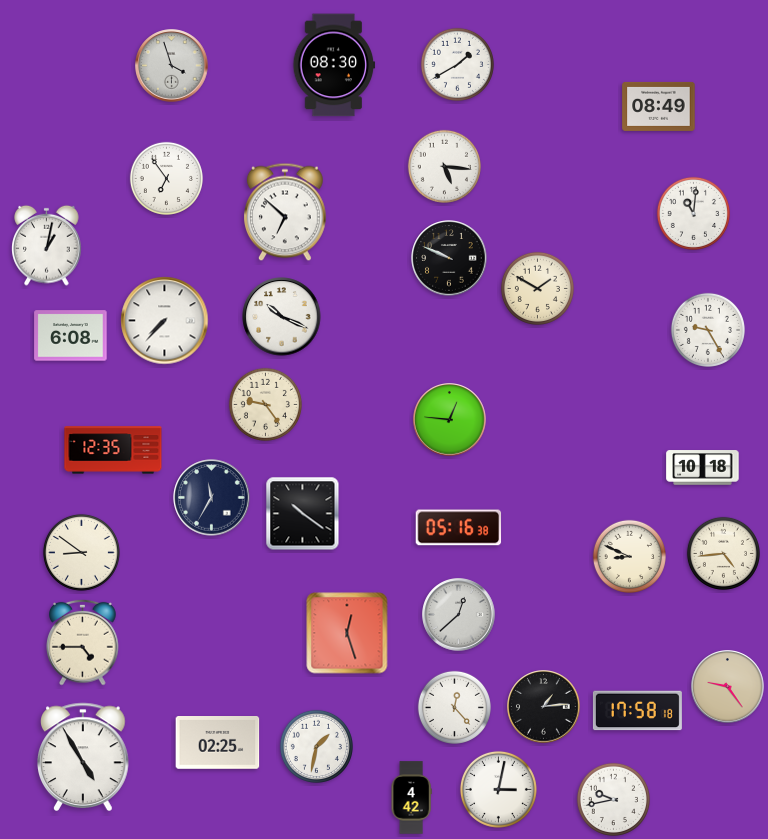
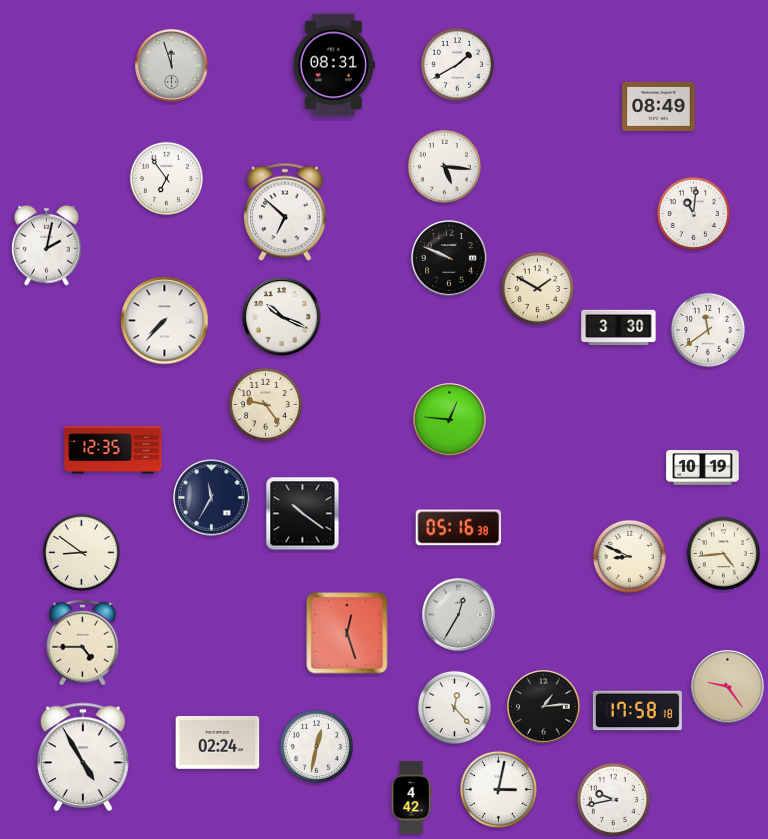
clock at (334, 65): 08:30 -> 08:31
clock at (172, 66): 3:57 -> 11:57
clock at (47, 245): 1:02 -> 2:02
clock at (619, 328): none -> 3:30
clock at (708, 330): 9:25 -> 11:39
clock at (71, 336): 6:08 -> none
clock at (703, 468): 10:18 -> 10:19
clock at (459, 615): 12:38 -> 12:35
clock at (218, 743): 02:25 -> 02:24
clock at (316, 746): 1:32 -> 12:32
